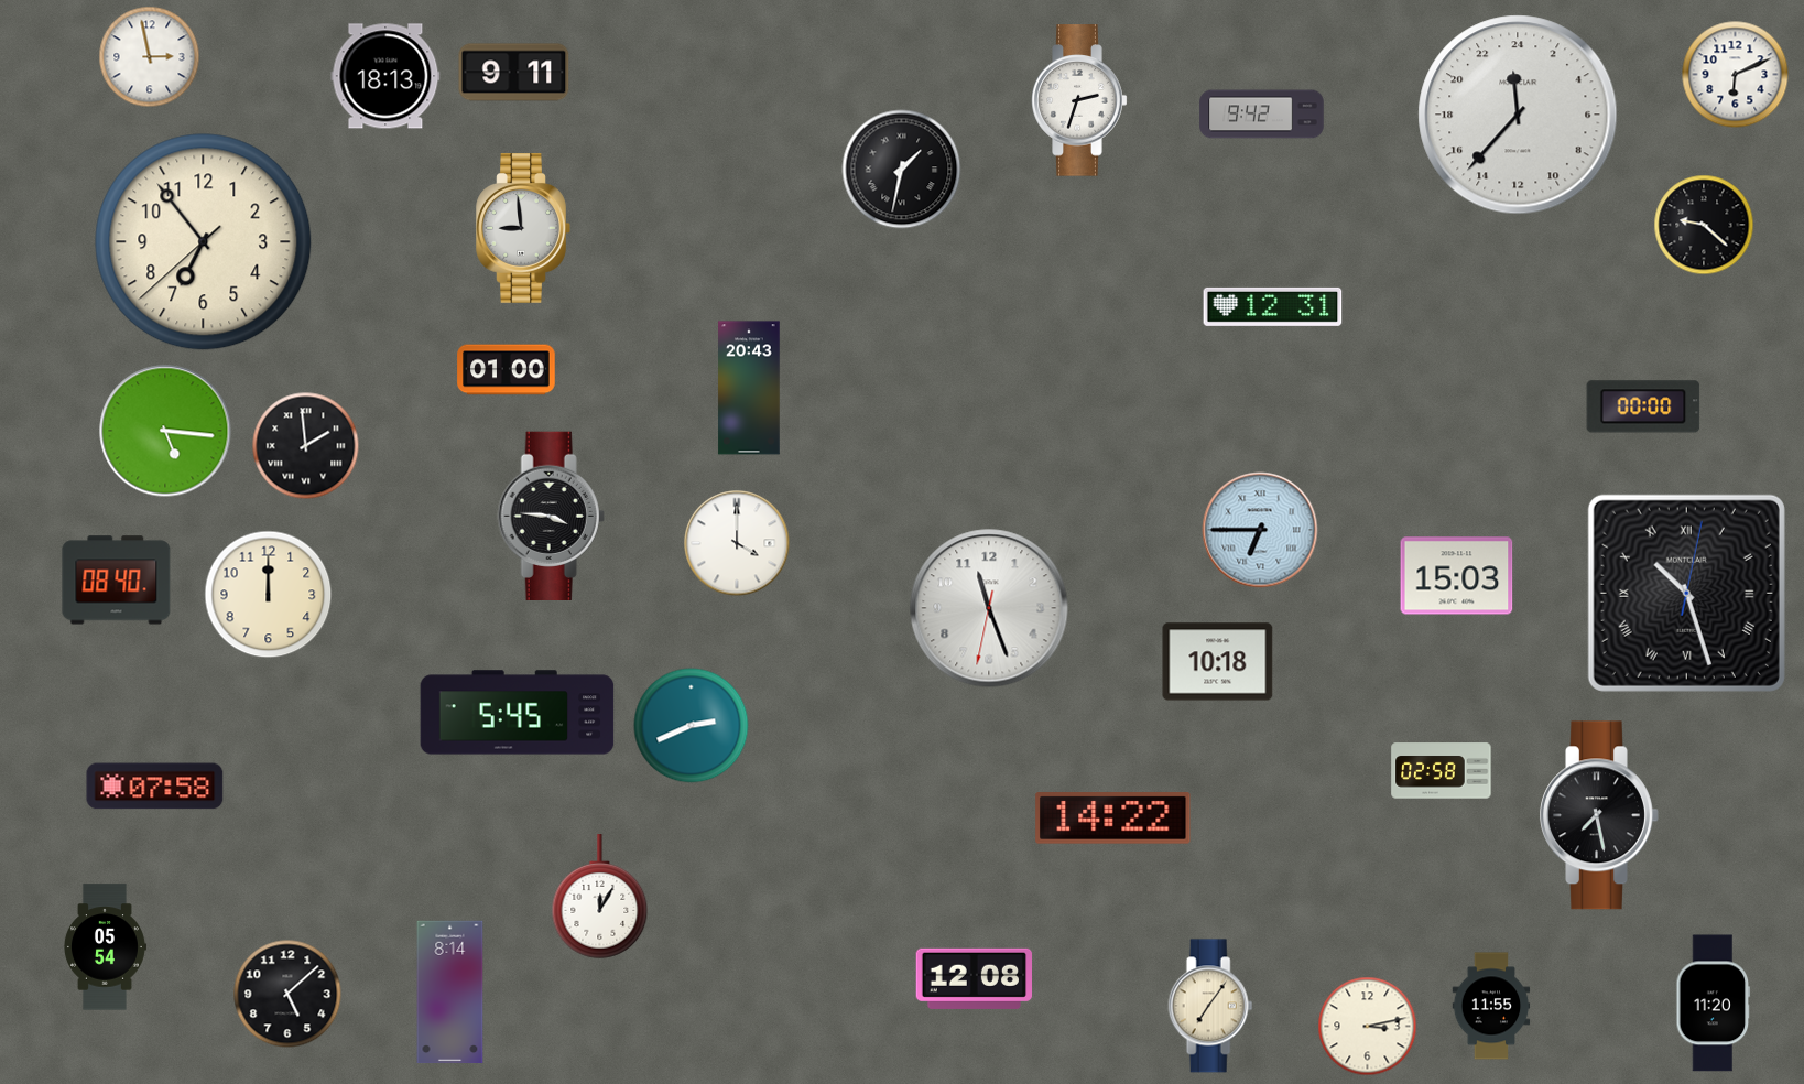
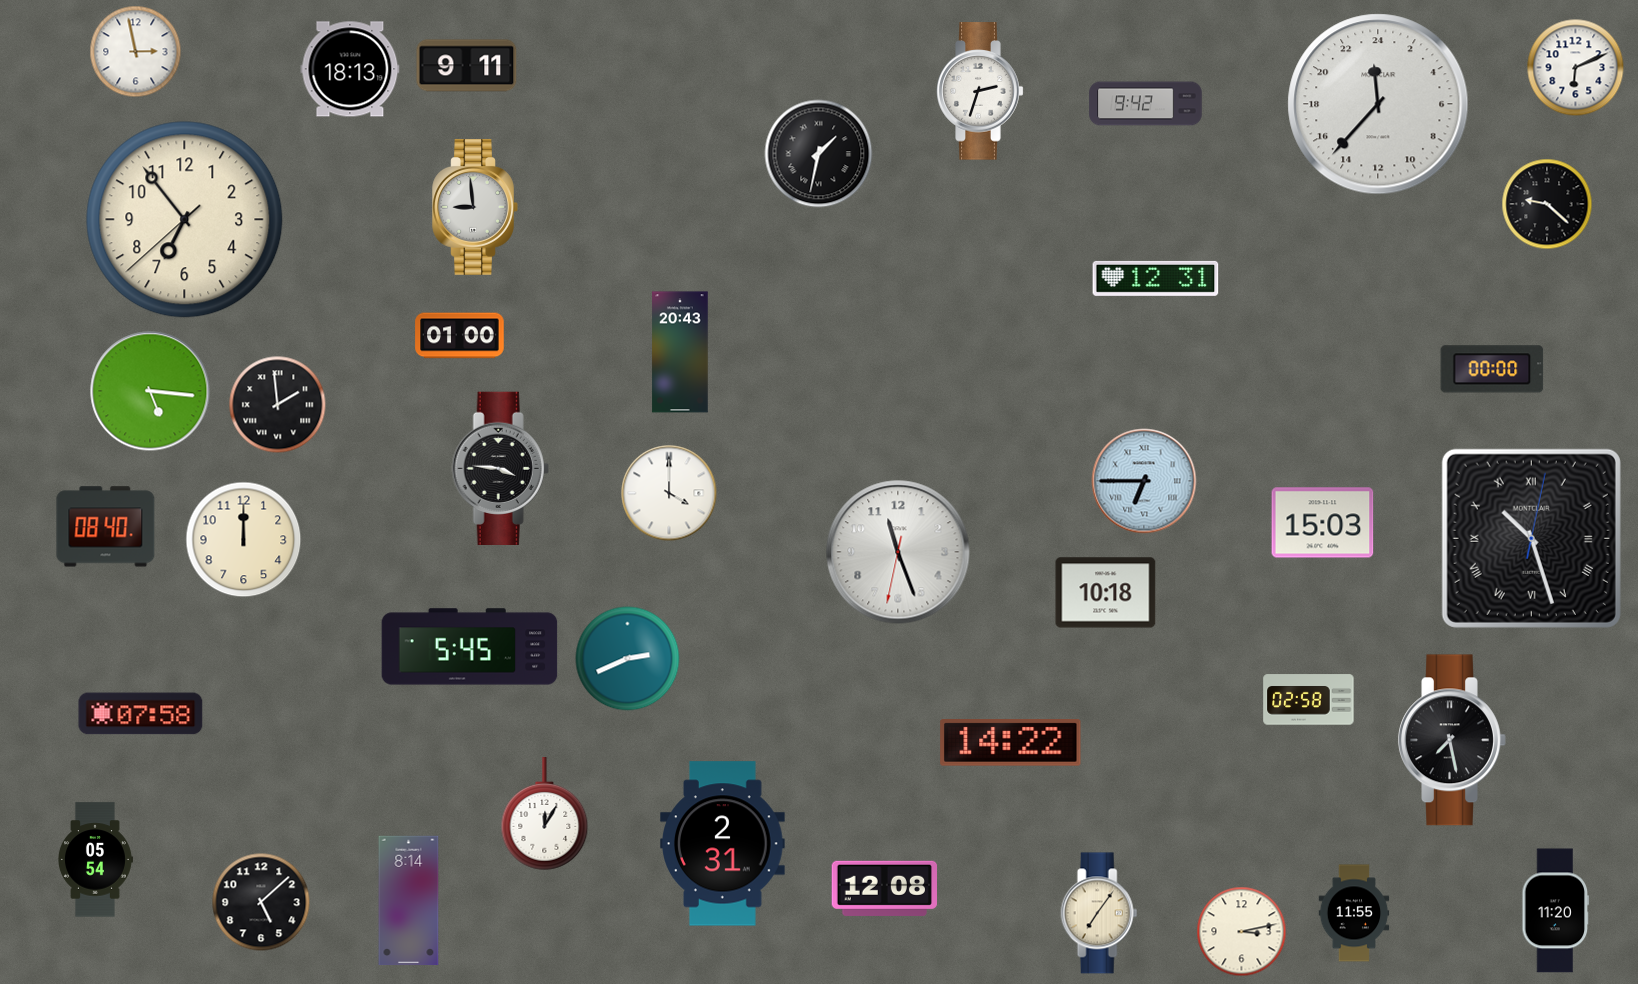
clock at (1218, 662) position: (1218, 662) -> (1106, 593)
clock at (723, 844): none -> 2:31
